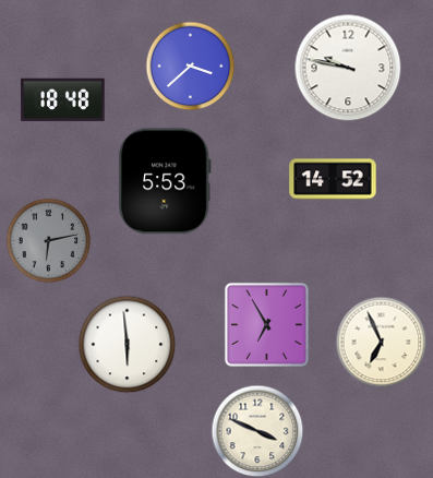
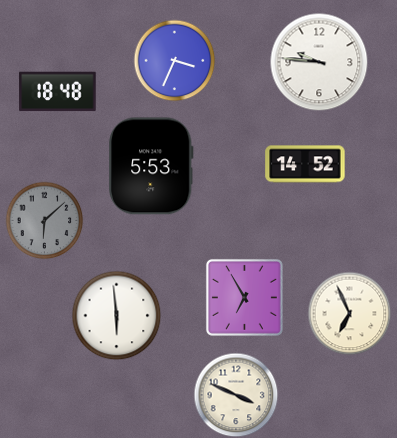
clock at (190, 65): 3:38 -> 3:34
clock at (348, 68): 9:47 -> 9:46
clock at (48, 240): 6:13 -> 6:08
